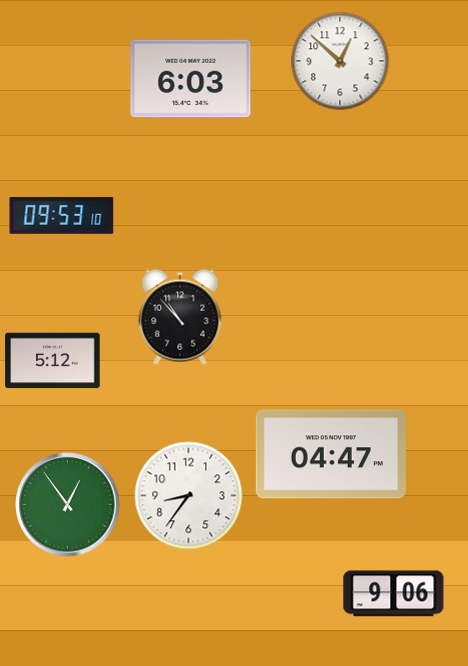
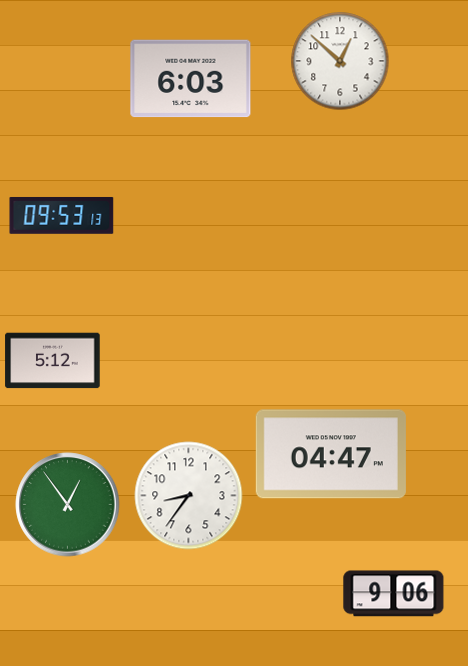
clock at (62, 215): 09:53:10 -> 09:53:13
clock at (180, 317): 10:53 -> none
